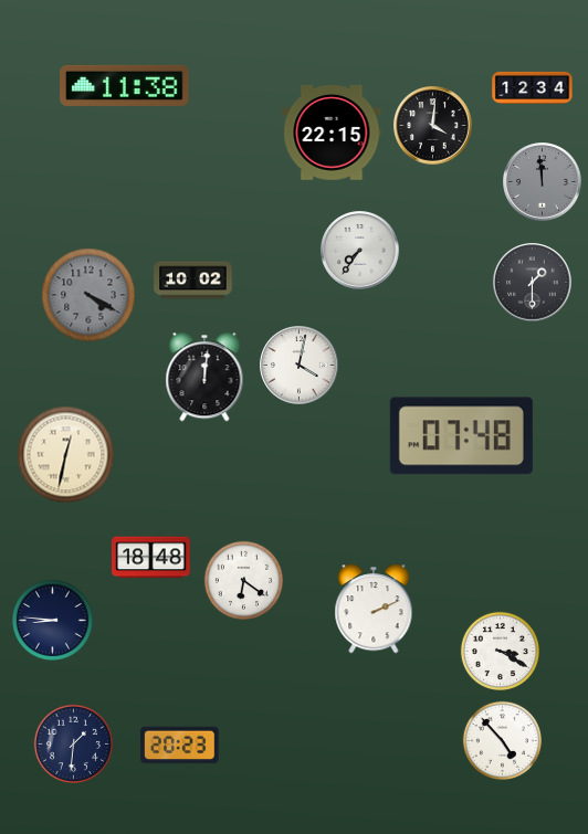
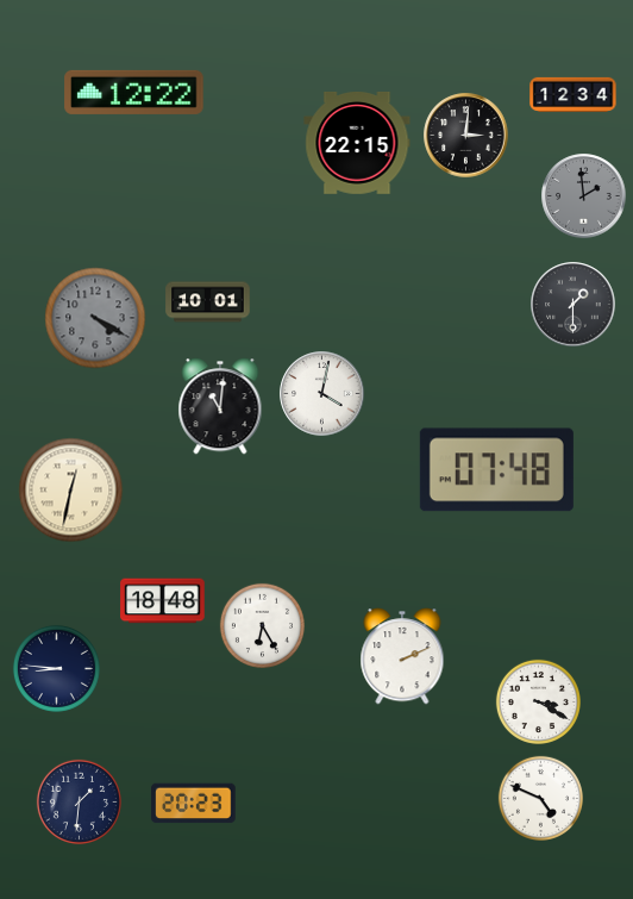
clock at (125, 85): 11:38 -> 12:22
clock at (433, 126): 4:01 -> 3:01
clock at (543, 182): 11:59 -> 1:59
clock at (360, 251): 7:36 -> none
clock at (193, 281): 10:02 -> 10:01
clock at (204, 377): 12:01 -> 11:01
clock at (243, 580): 6:21 -> 6:25
clock at (502, 740): 4:53 -> 4:49
